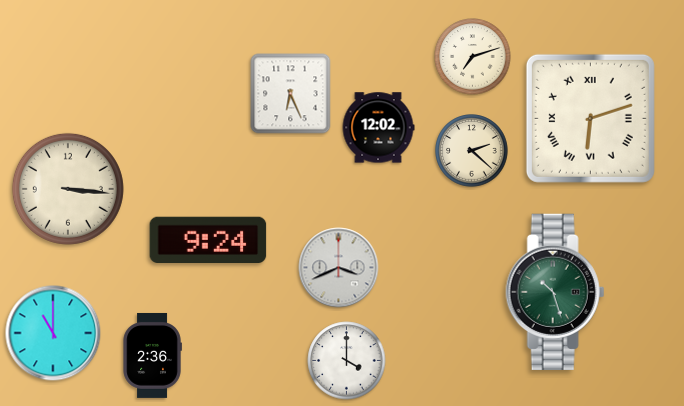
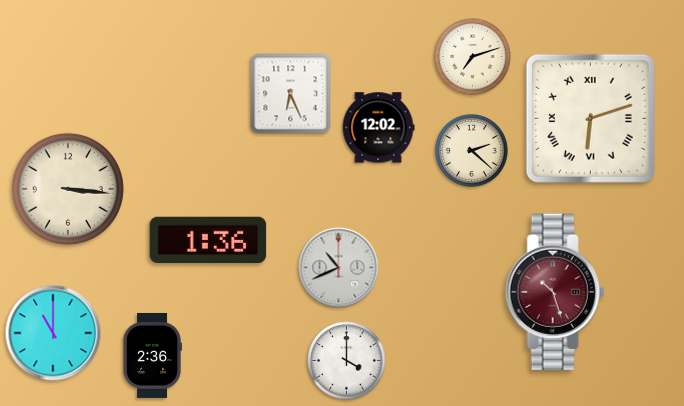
clock at (208, 240): 9:24 -> 1:36
clock at (339, 268): 3:41 -> 10:41
clock at (555, 292) dial: green -> burgundy
